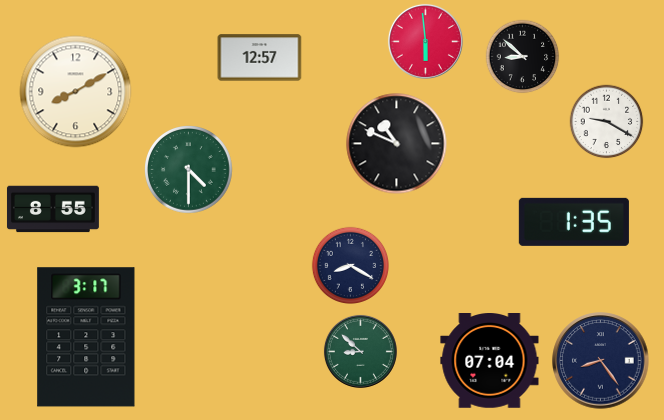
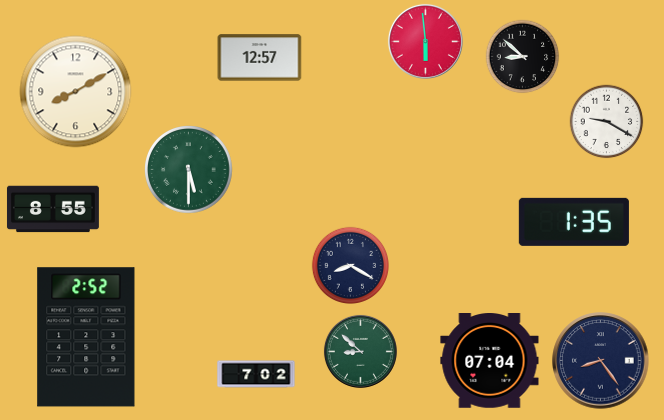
clock at (397, 144): 10:49 -> none
clock at (189, 170): 4:30 -> 5:30
clock at (86, 337): 3:17 -> 2:52
clock at (256, 374): none -> 7:02
